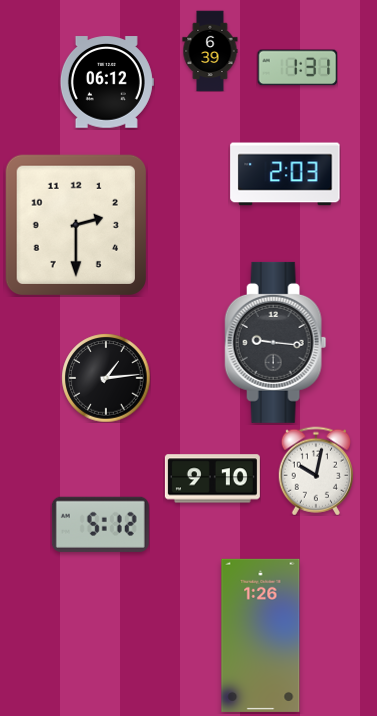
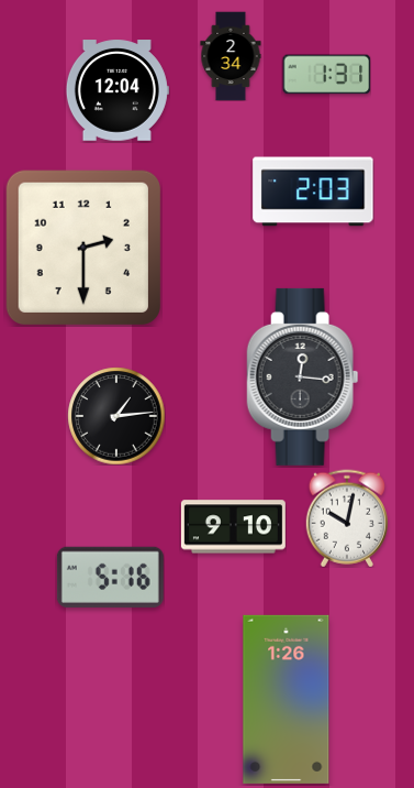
clock at (210, 51): 6:39 -> 2:34
clock at (107, 82): 06:12 -> 12:04
clock at (276, 342): 9:16 -> 12:16
clock at (100, 524): 5:12 -> 5:16
